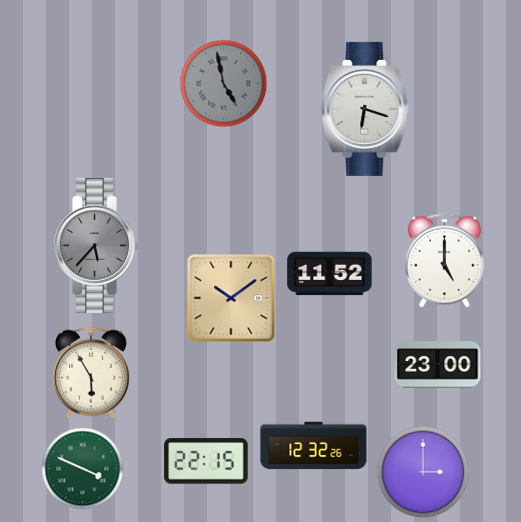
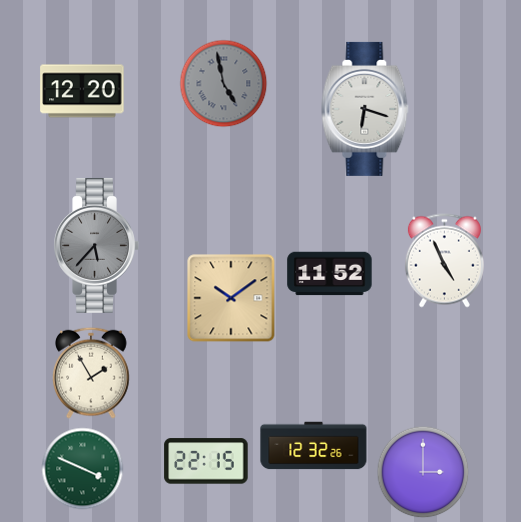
clock at (82, 91): none -> 12:20
clock at (444, 261): 5:00 -> 4:56
clock at (438, 365): 23:00 -> none
clock at (92, 373): 5:55 -> 1:55
